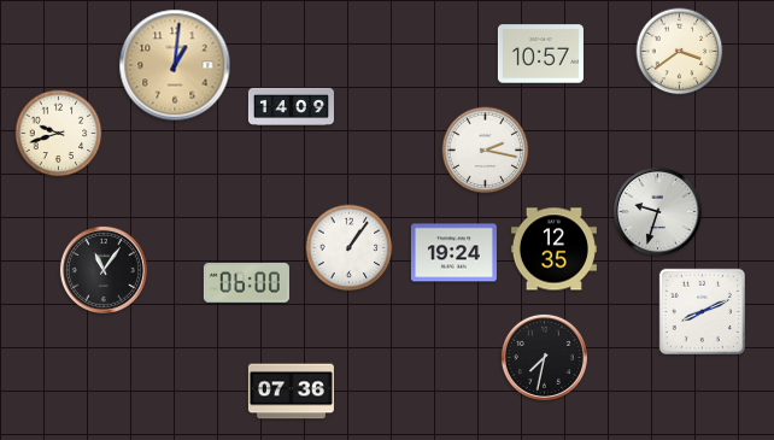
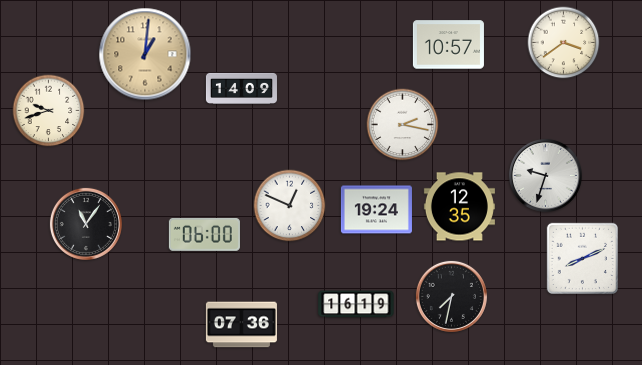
clock at (350, 248): 1:06 -> 12:49
clock at (356, 304): none -> 16:19
